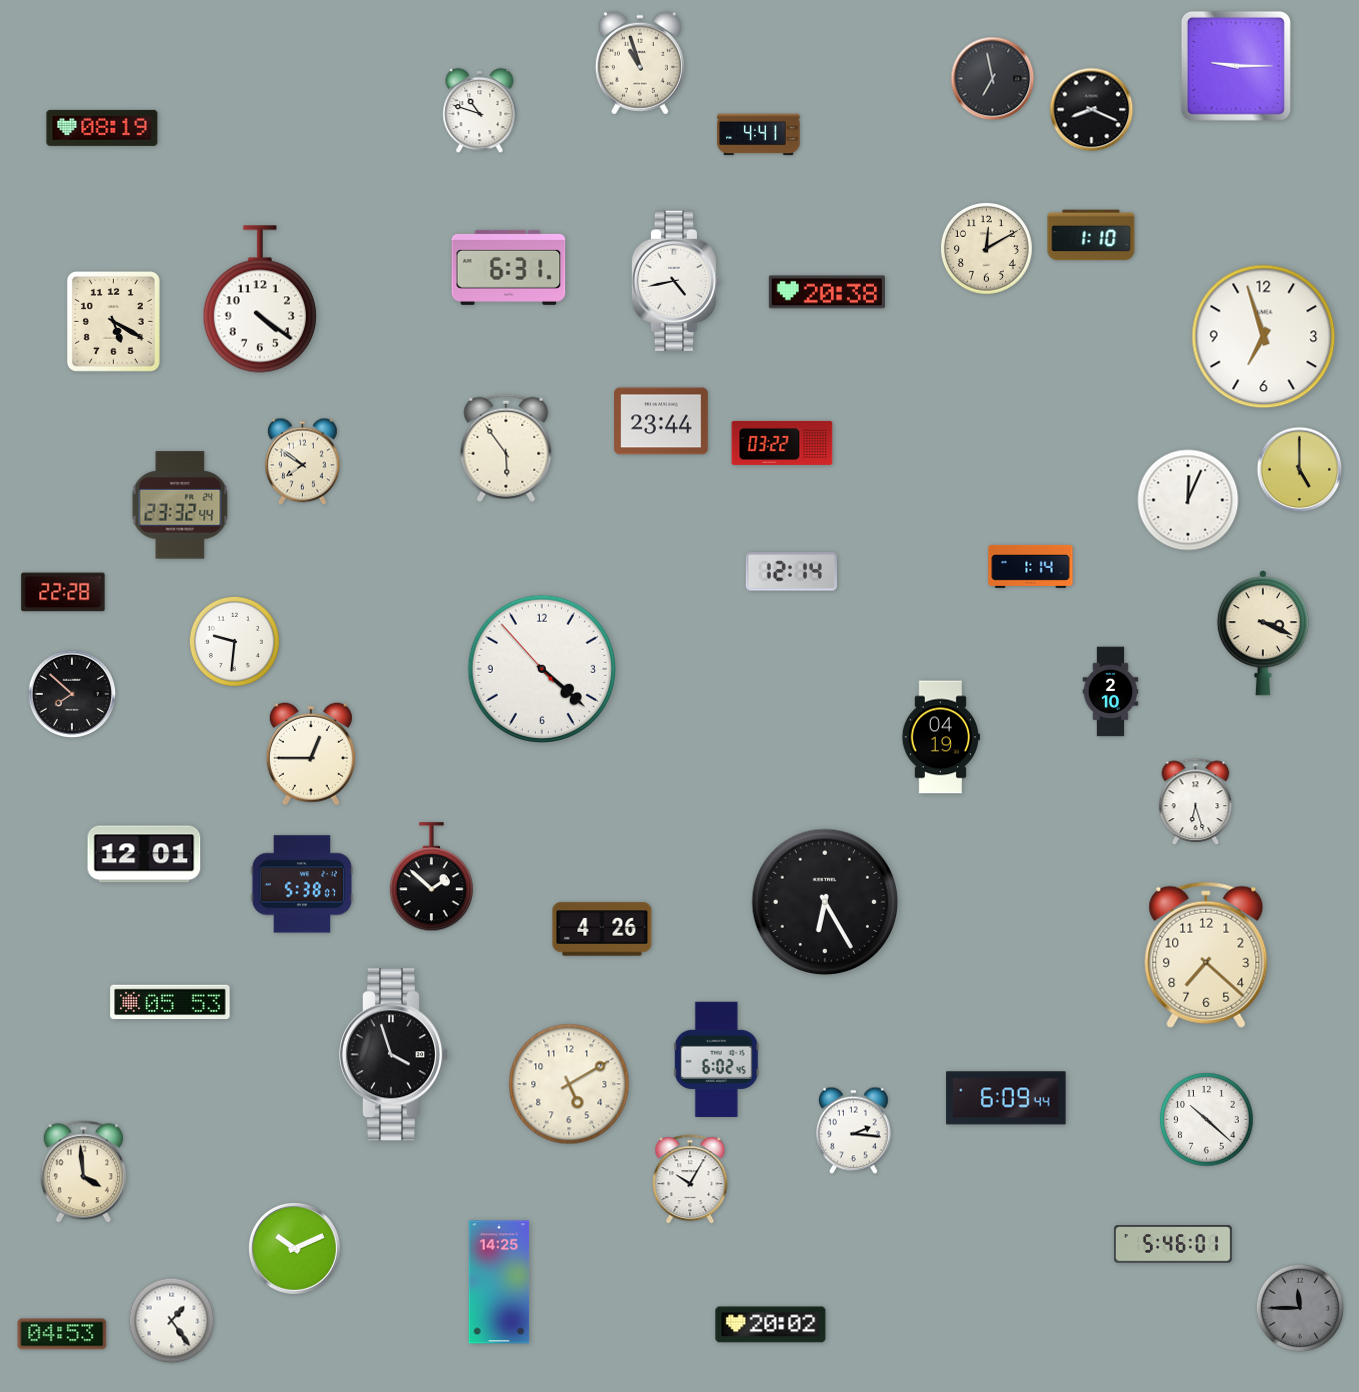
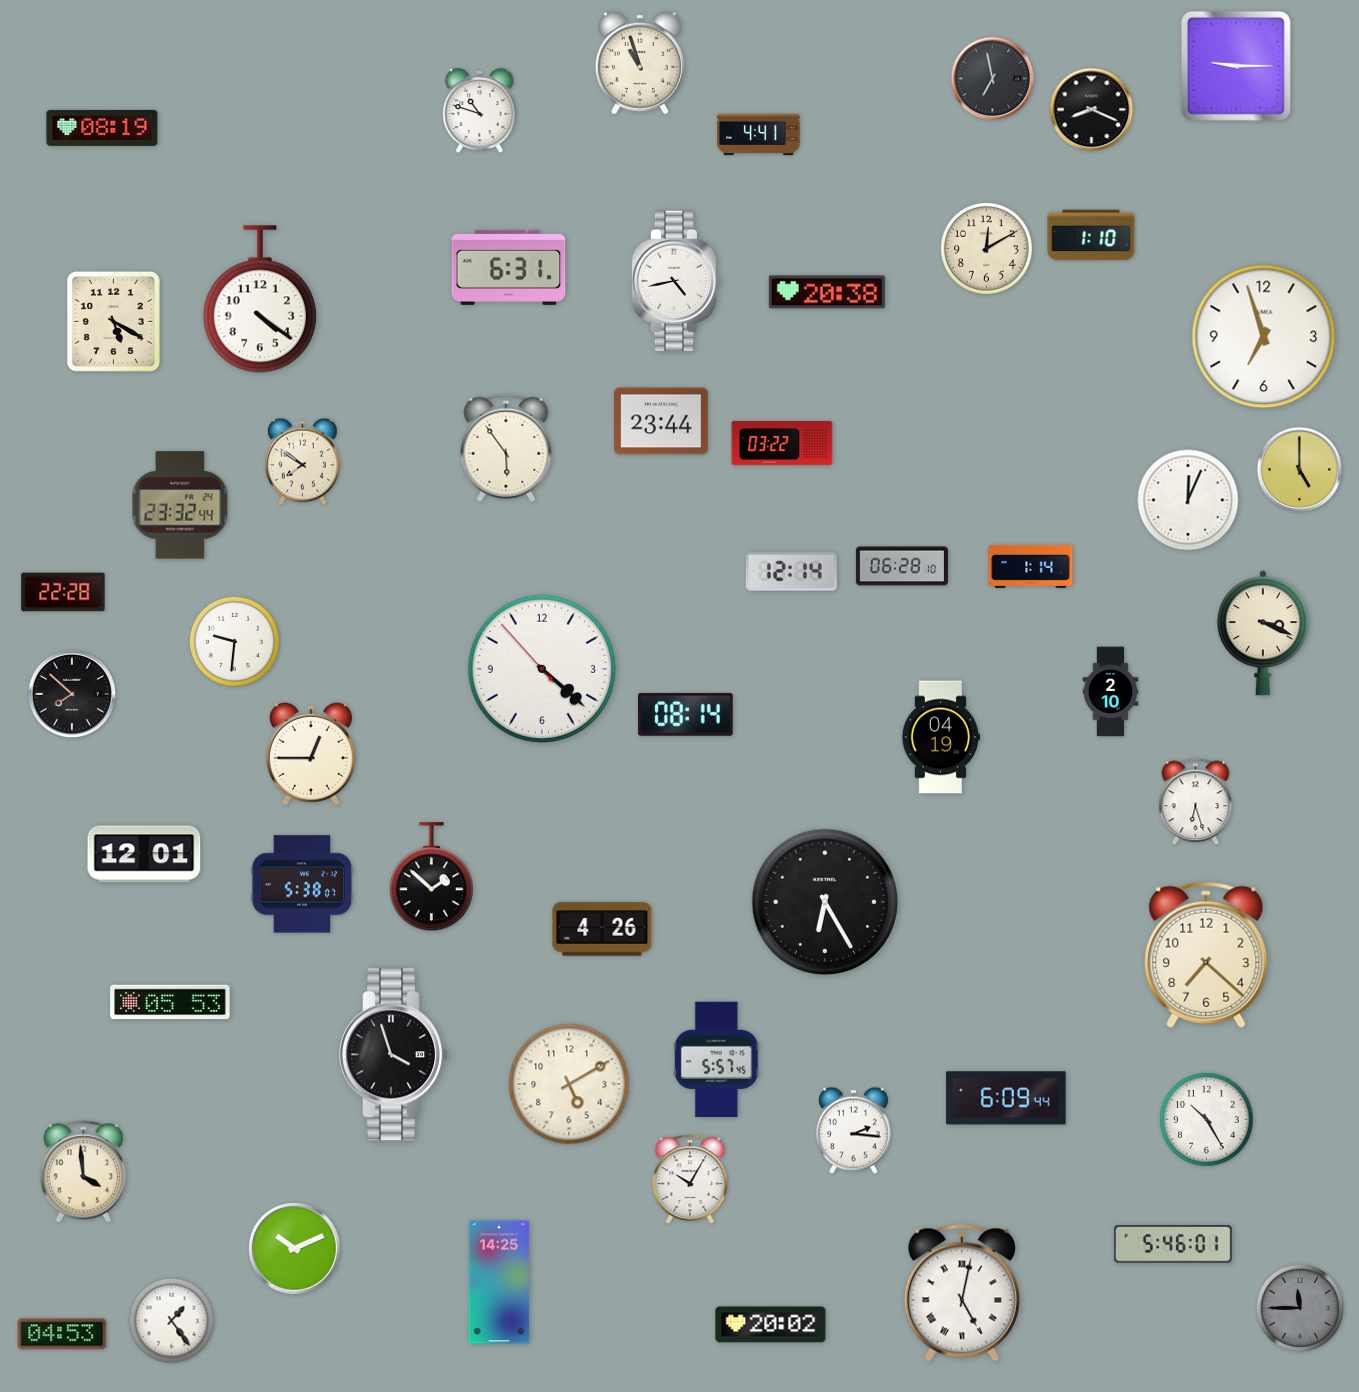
clock at (902, 566): none -> 06:28
clock at (686, 715): none -> 08:14
clock at (716, 1060): 6:02 -> 5:57
clock at (1207, 1120): 10:22 -> 10:25
clock at (962, 1293): none -> 5:02
